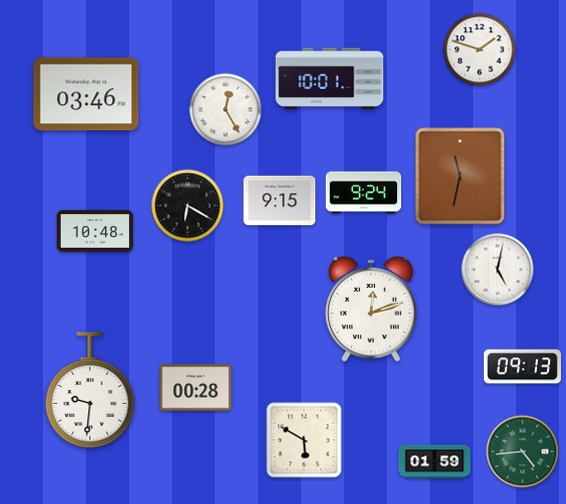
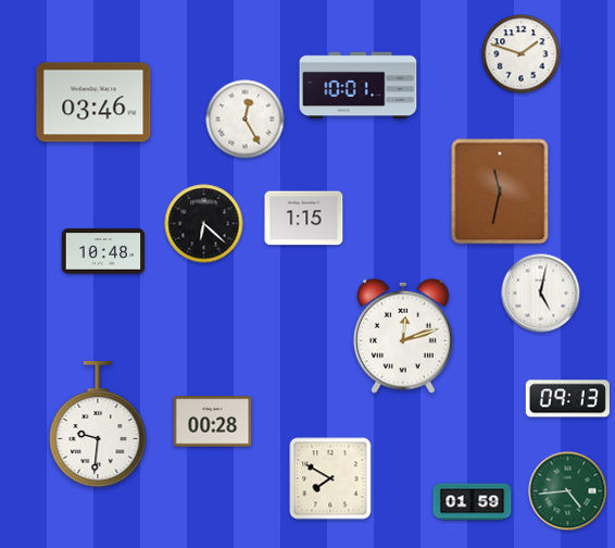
clock at (364, 193): 9:24 -> none
clock at (280, 201): 9:15 -> 1:15
clock at (188, 206): 6:20 -> 6:22
clock at (304, 440): 5:50 -> 7:50
